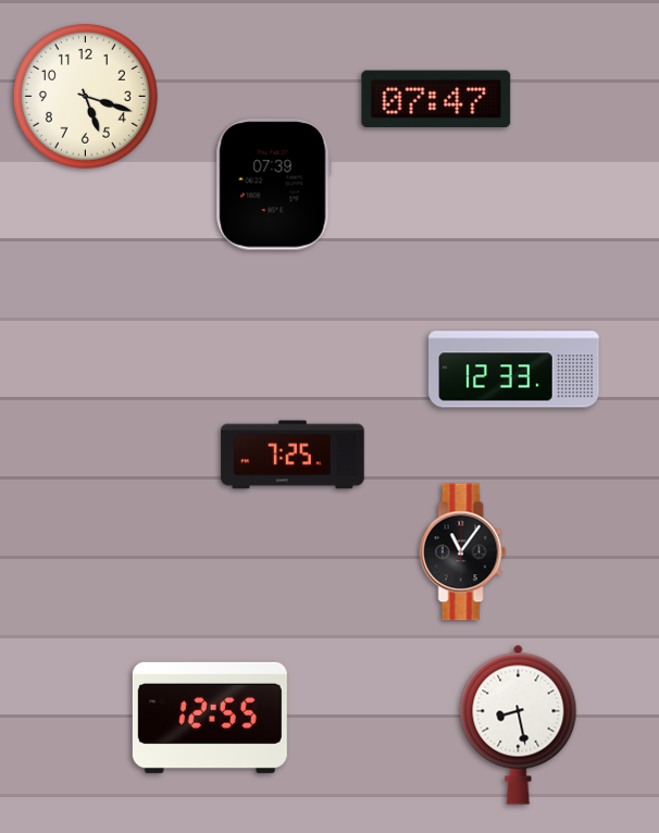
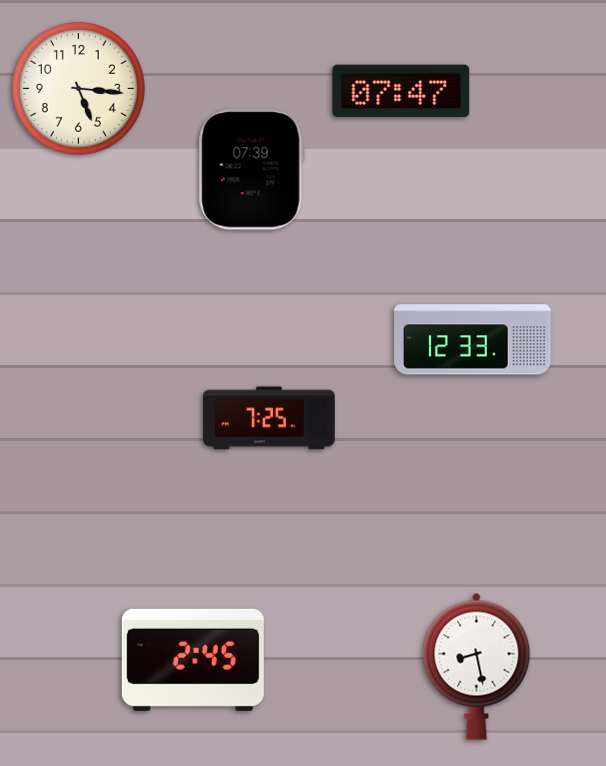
clock at (85, 96): 5:18 -> 5:16
clock at (463, 552): 11:06 -> none
clock at (210, 718): 12:55 -> 2:45
